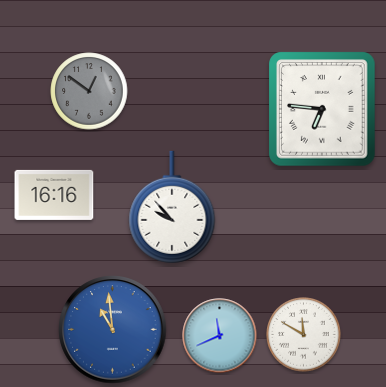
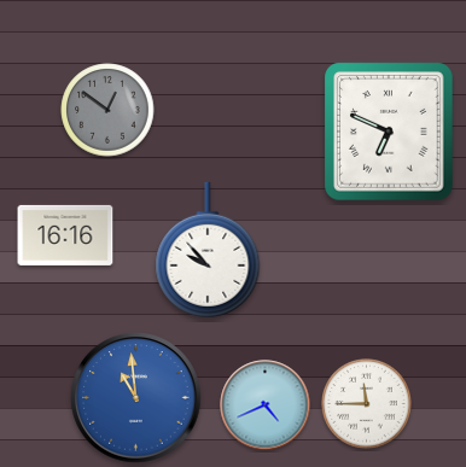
clock at (322, 109): 6:46 -> 6:49
clock at (304, 335): 11:50 -> 11:45
clock at (220, 336): 11:41 -> 4:41
